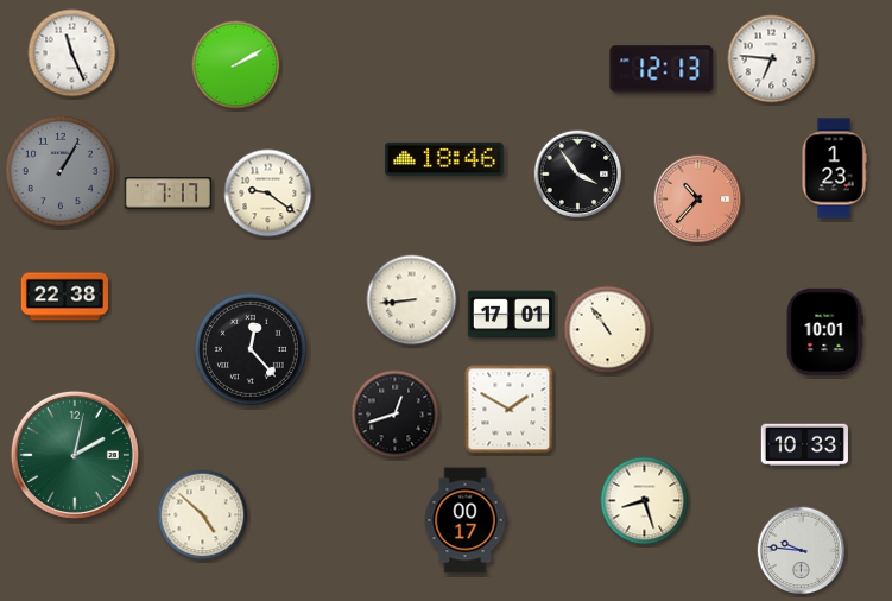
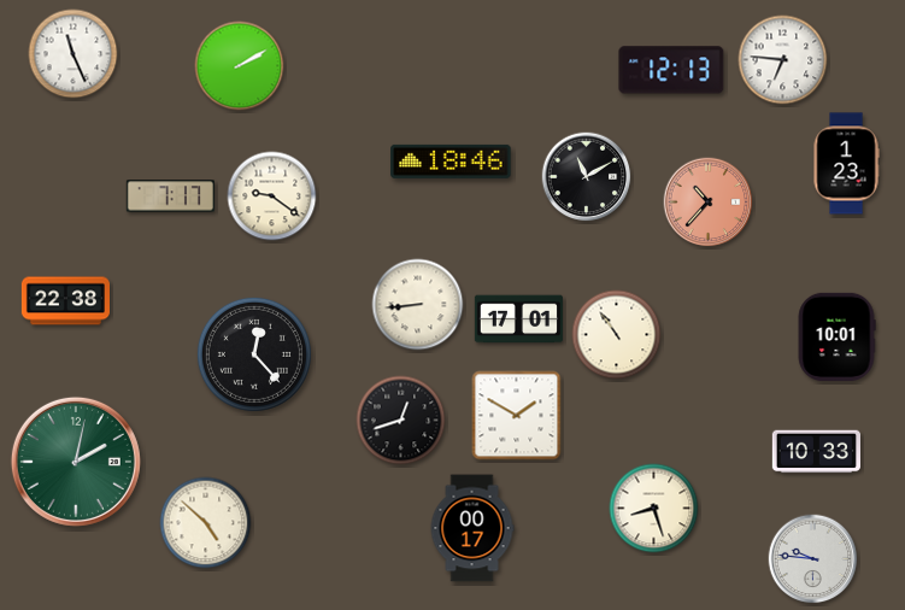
clock at (834, 169) position: (834, 169) -> (846, 164)
clock at (61, 171): 1:05 -> none
clock at (578, 175): 3:54 -> 11:10
